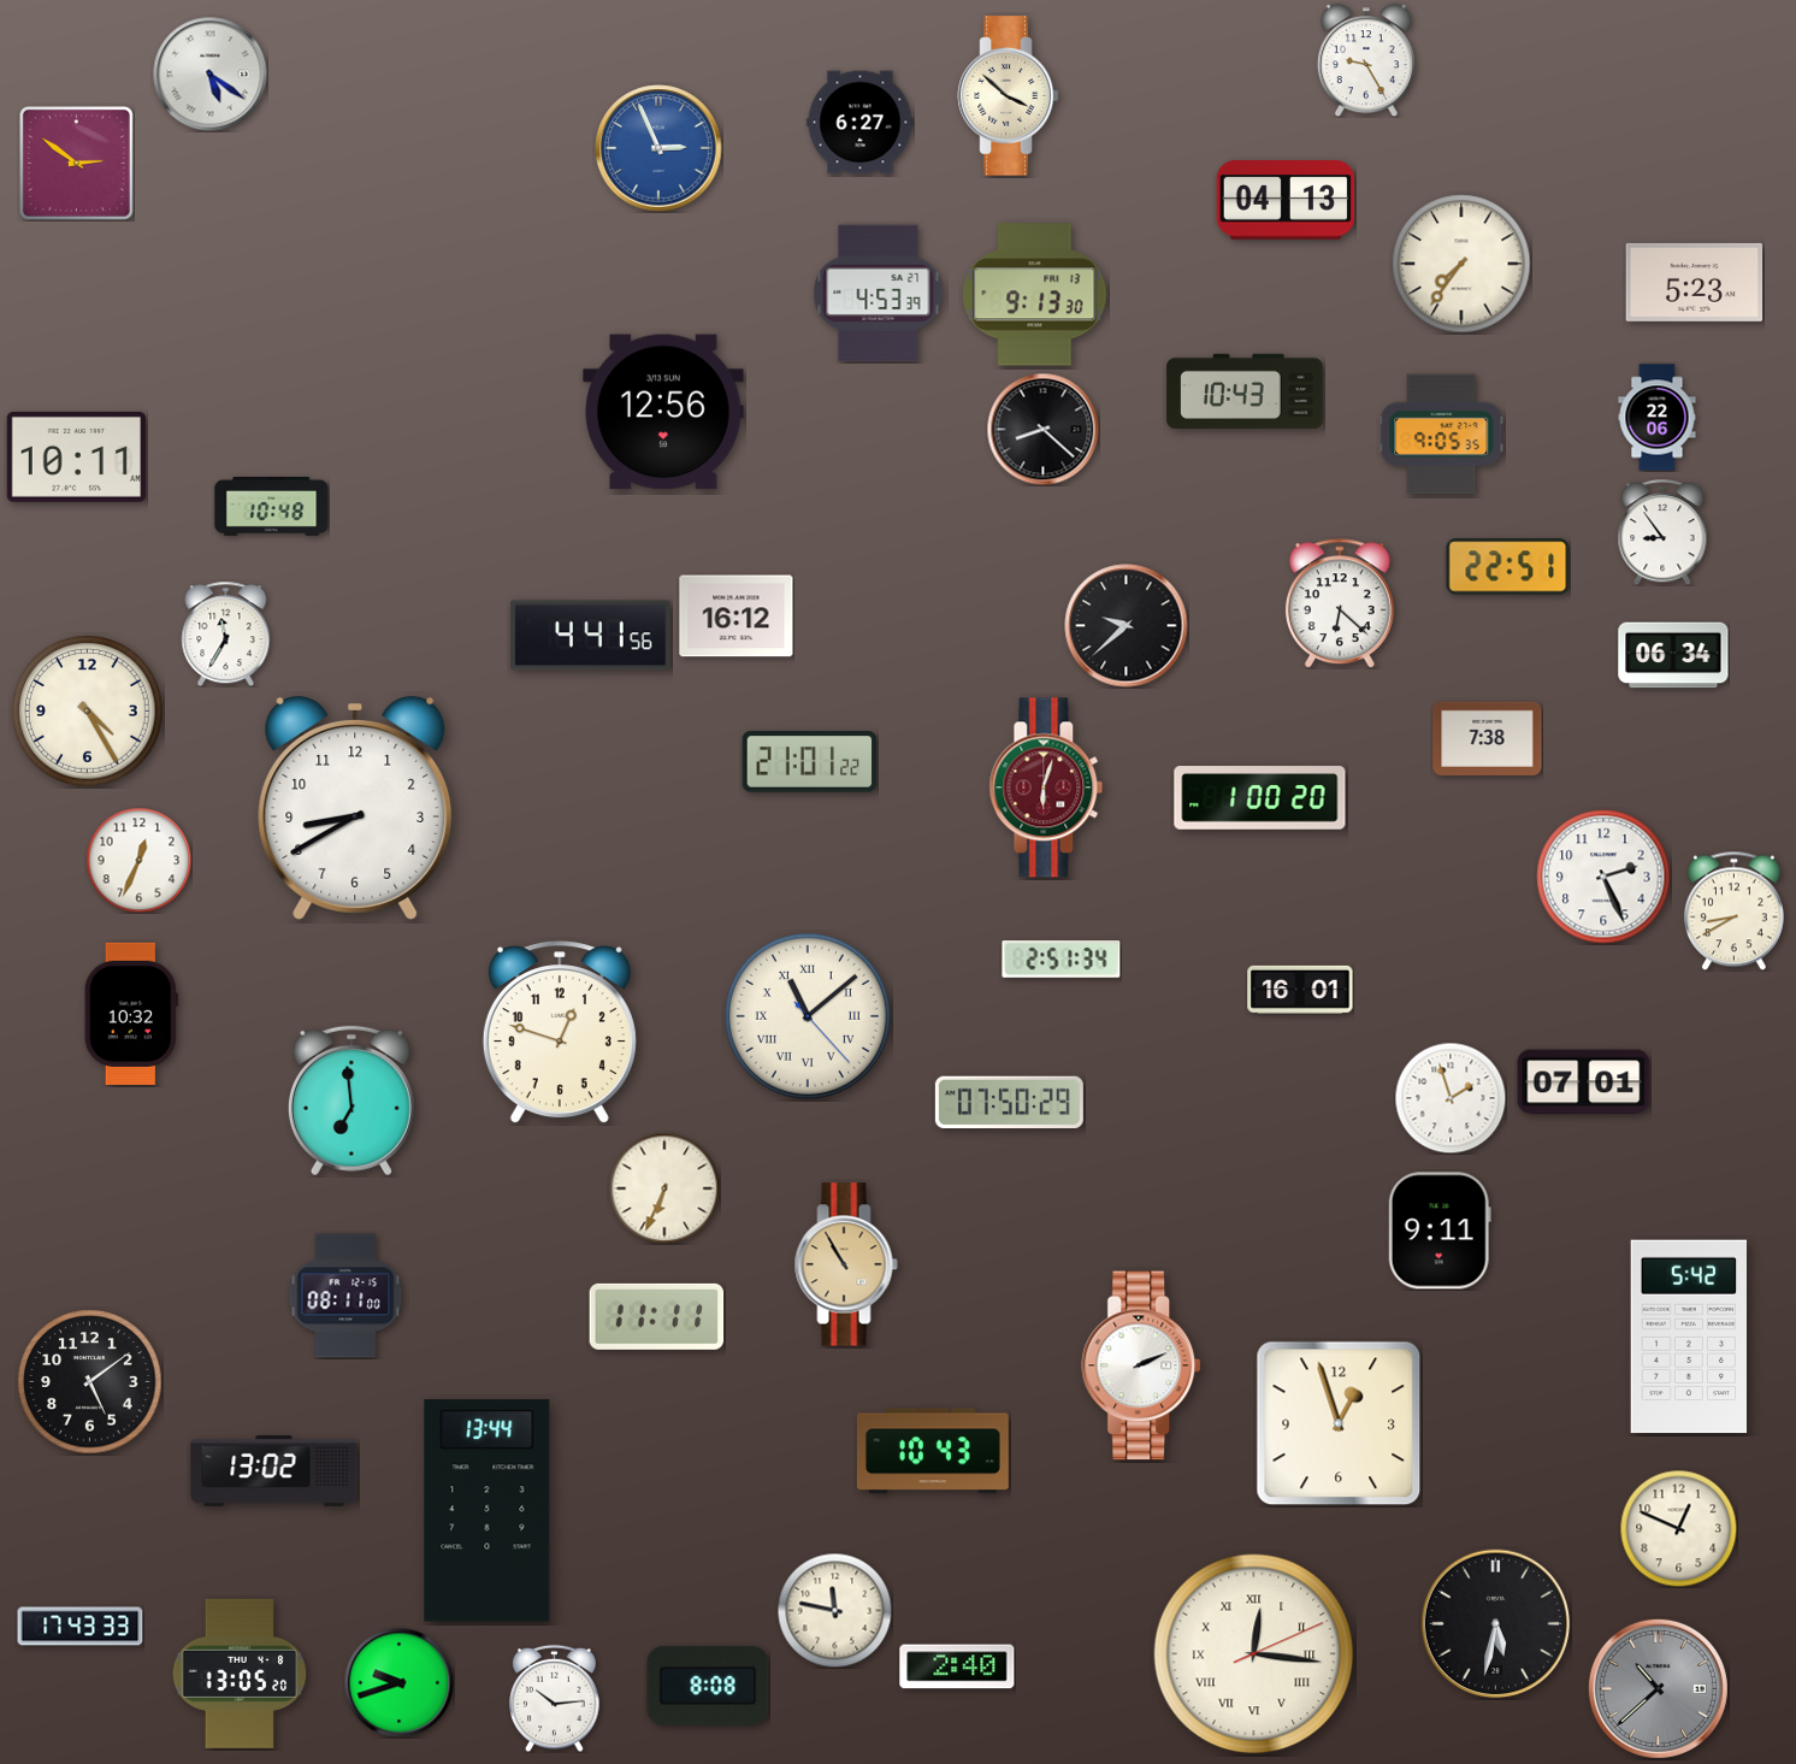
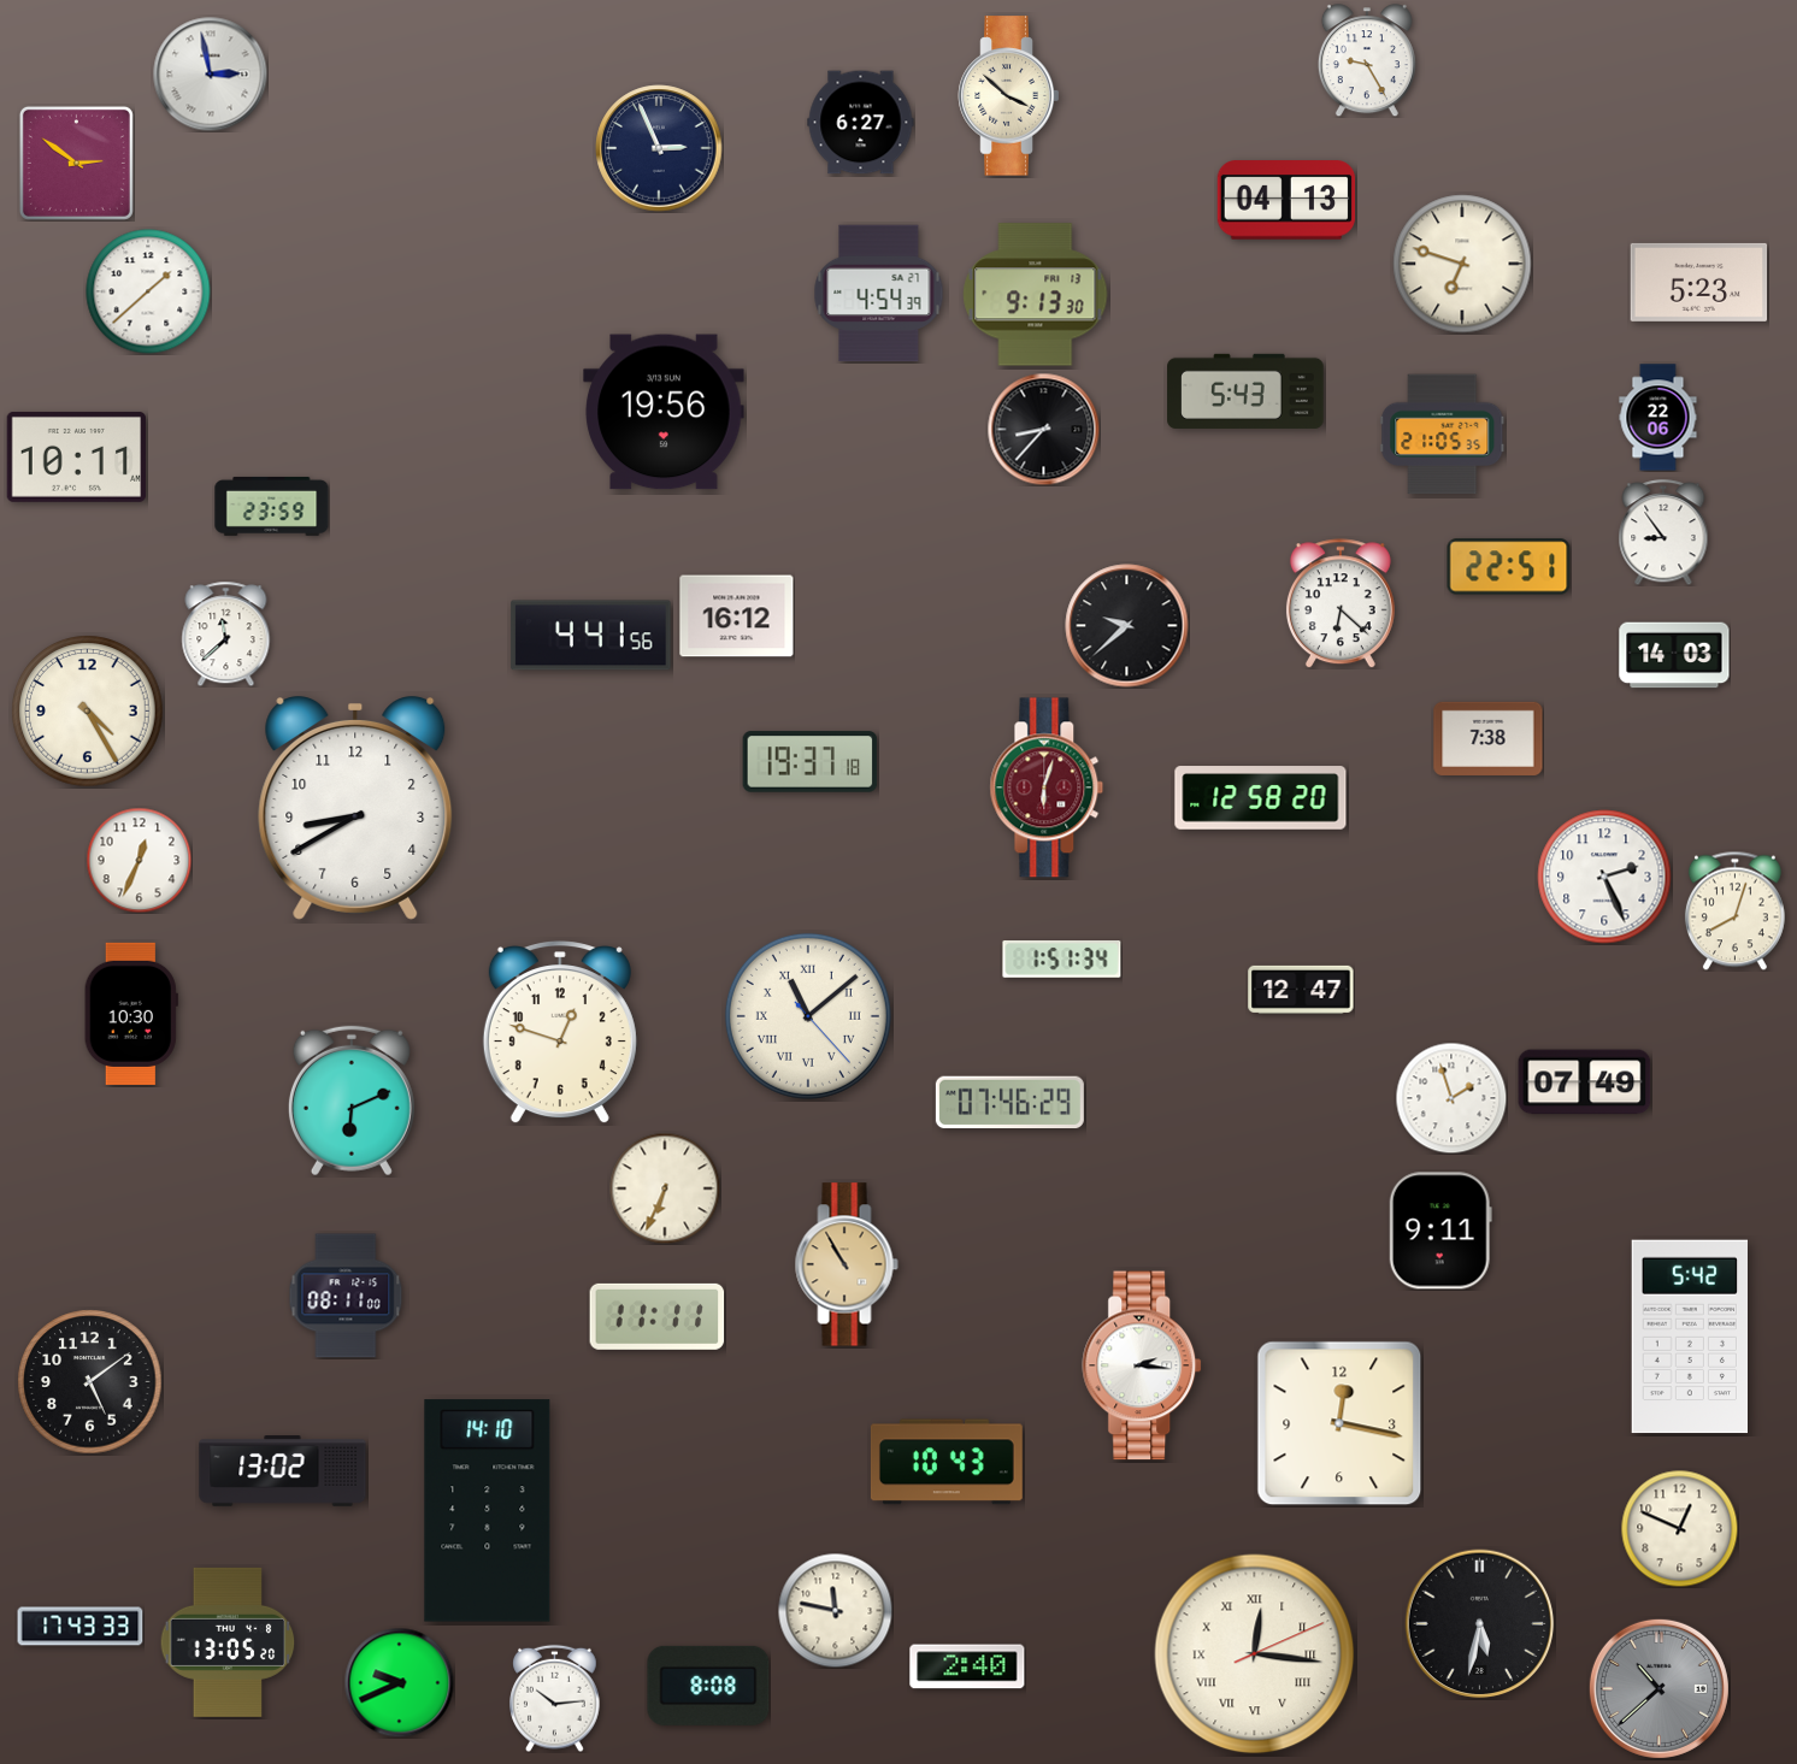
clock at (209, 73): 5:21 -> 2:58
clock at (658, 148) dial: blue -> navy
clock at (1461, 264): 7:36 -> 6:48
clock at (1695, 282) position: (1695, 282) -> (1699, 282)
clock at (148, 291): none -> 1:38
clock at (879, 294): 4:53 -> 4:54
clock at (1245, 391): 10:43 -> 5:43
clock at (663, 412): 12:56 -> 19:56
clock at (1042, 429): 8:22 -> 8:37
clock at (1442, 435): 9:05 -> 21:05
clock at (272, 506): 10:48 -> 23:59
clock at (226, 633): 11:35 -> 11:38
clock at (1673, 655): 06:34 -> 14:03
clock at (810, 762): 21:01 -> 19:37
clock at (1260, 798): 1:00 -> 12:58
clock at (1733, 910): 8:40 -> 8:03
clock at (1062, 960): 2:51 -> 1:51
clock at (1300, 990): 16:01 -> 12:47
clock at (131, 1014): 10:32 -> 10:30
clock at (1584, 1082): 07:01 -> 07:49
clock at (351, 1101): 6:59 -> 6:11
clock at (1009, 1103): 07:50 -> 07:46
clock at (1142, 1365): 2:11 -> 2:16
clock at (1339, 1423): 12:57 -> 12:17
clock at (933, 1451) position: (933, 1451) -> (947, 1462)
clock at (274, 1471) position: (274, 1471) -> (283, 1471)
clock at (488, 1511): 13:44 -> 14:10
clock at (1496, 1624) position: (1496, 1624) -> (1480, 1624)
clock at (957, 1666) position: (957, 1666) -> (967, 1666)
clock at (240, 1674) position: (240, 1674) -> (228, 1642)
clock at (398, 1682): 9:42 -> 9:41
